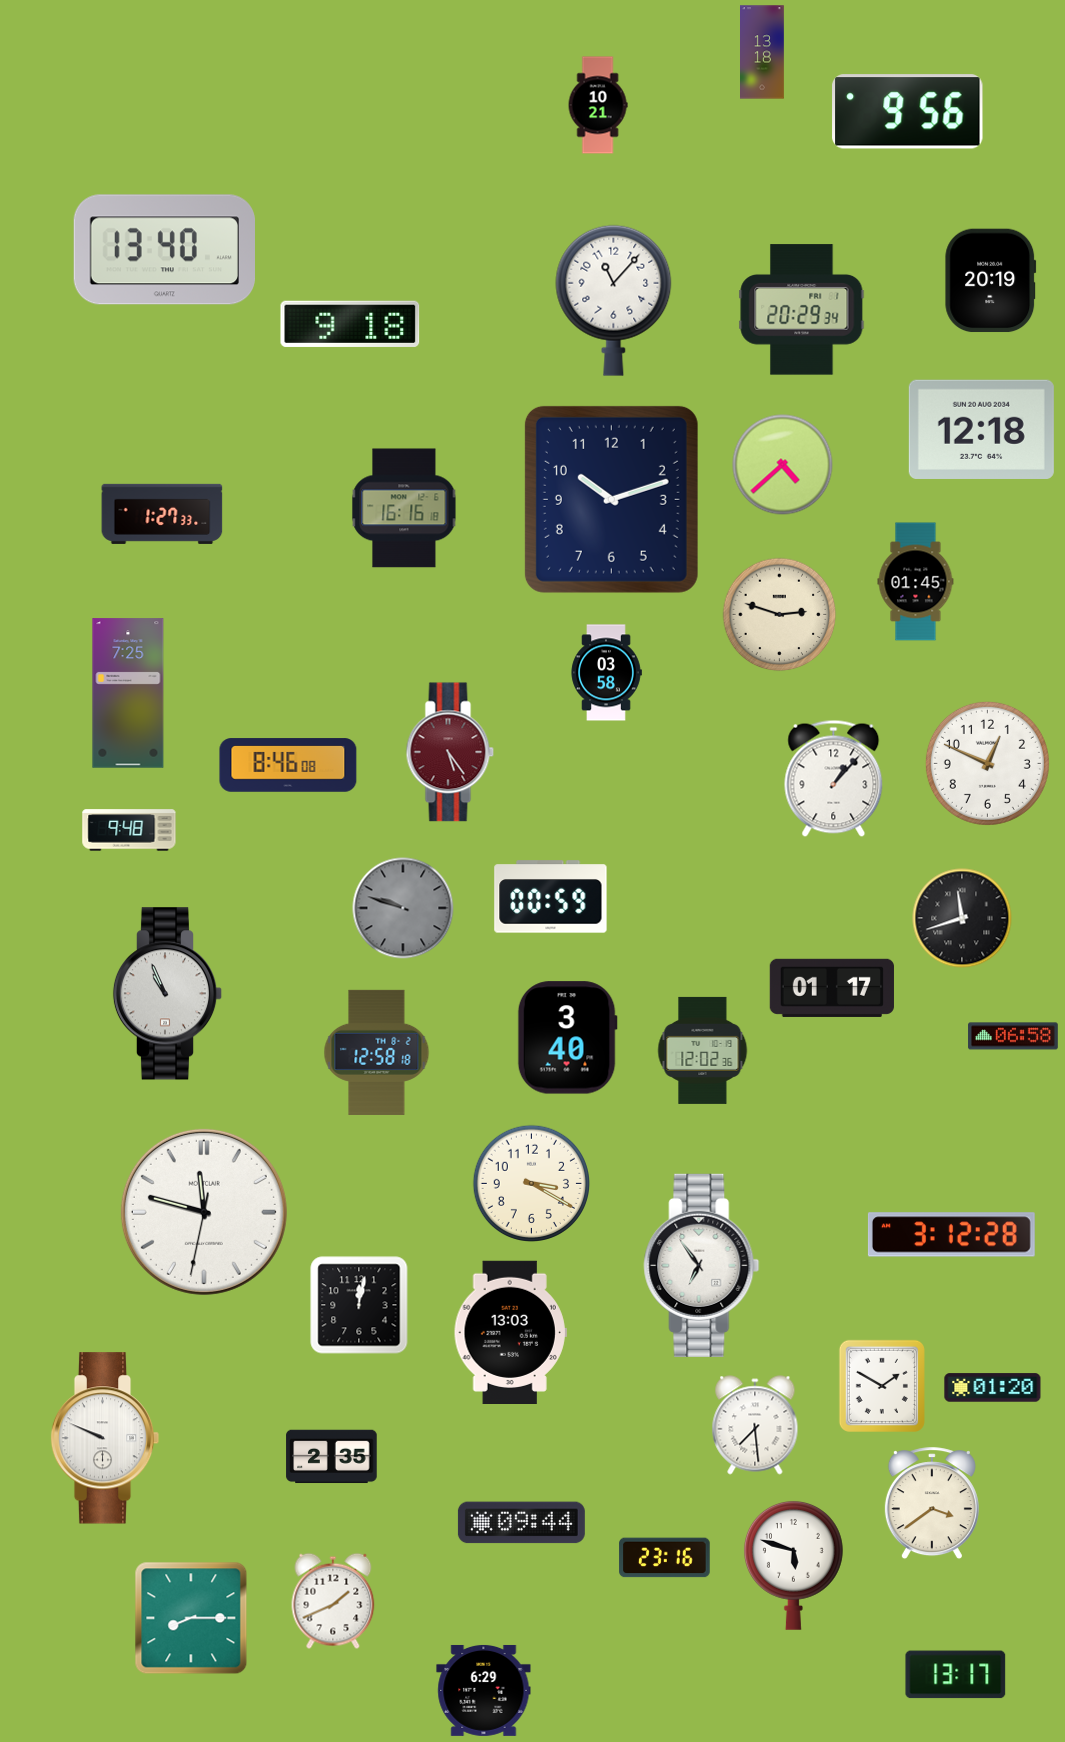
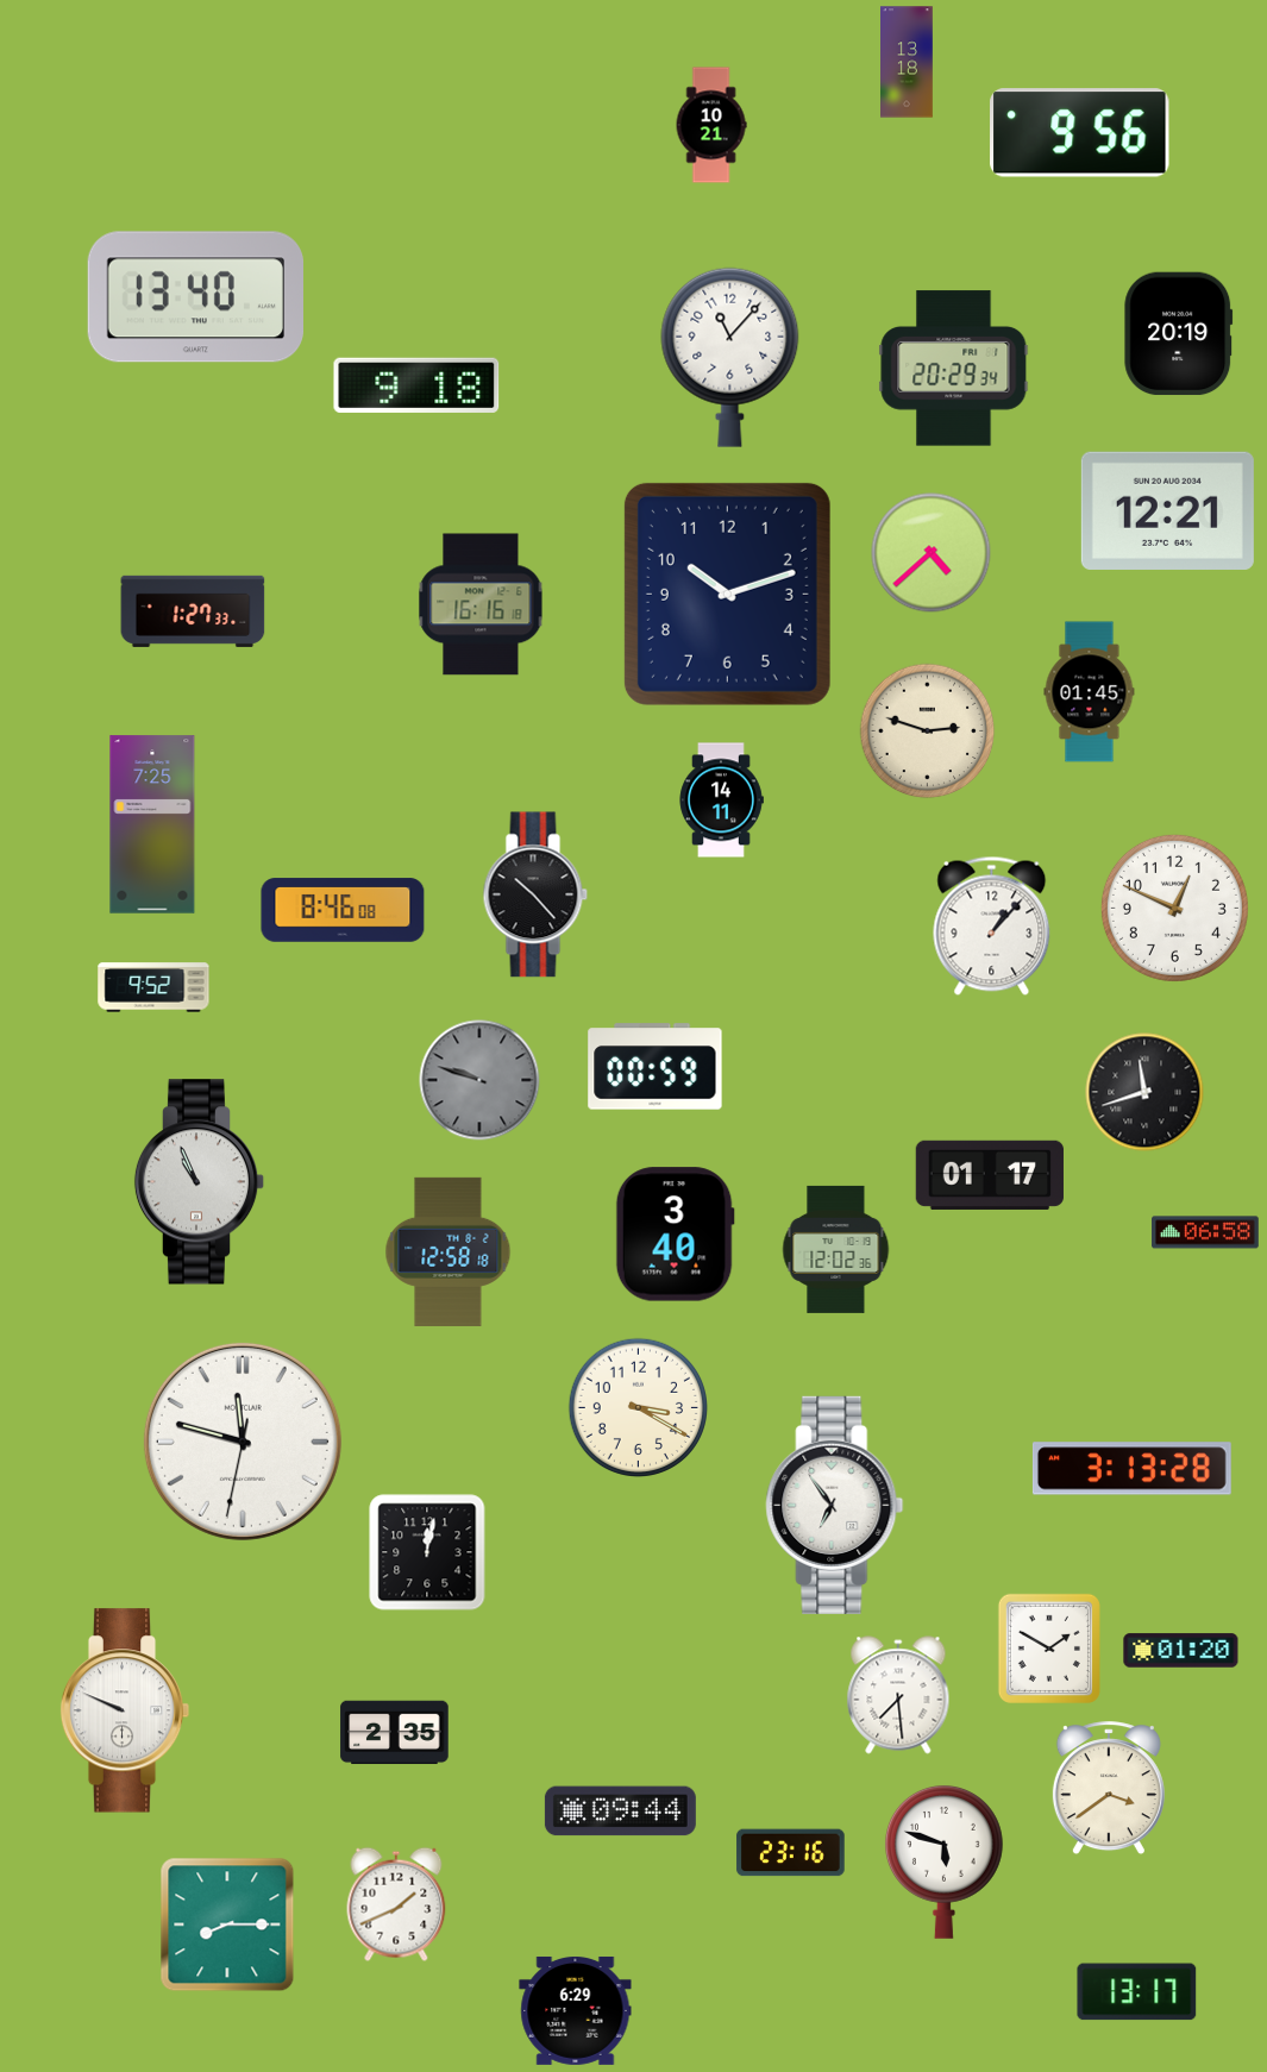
clock at (981, 429): 12:18 -> 12:21
clock at (606, 673): 03:58 -> 14:11
clock at (450, 752): 5:24 -> 10:23
clock at (450, 752) dial: burgundy -> black
clock at (129, 830): 9:48 -> 9:52
clock at (531, 1183) position: (531, 1183) -> (638, 1407)
clock at (951, 1235): 3:12 -> 3:13
clock at (510, 1332): 13:03 -> none
